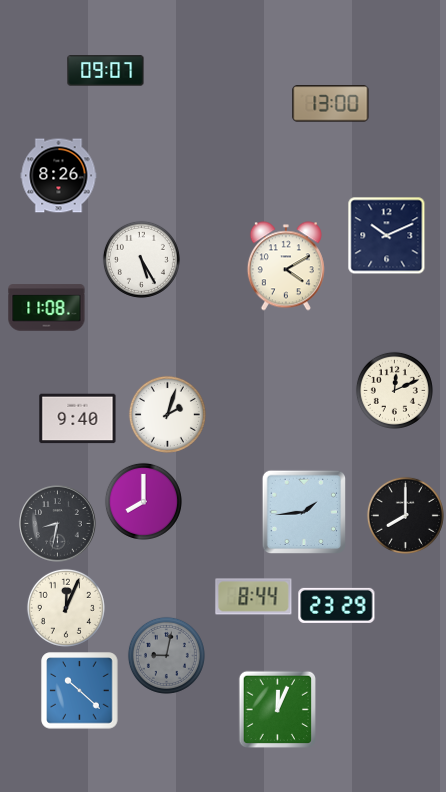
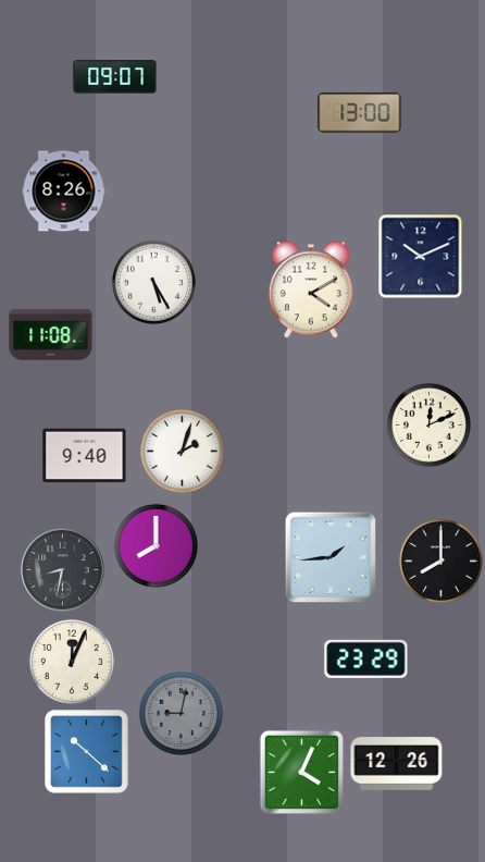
clock at (254, 597): 8:44 -> none
clock at (397, 764): none -> 12:26
clock at (277, 709): 12:04 -> 4:04
